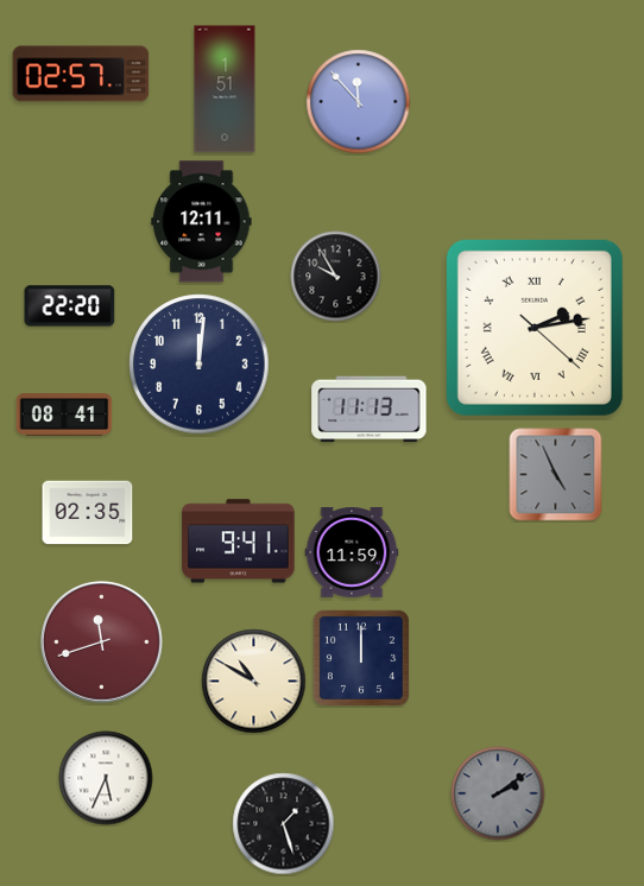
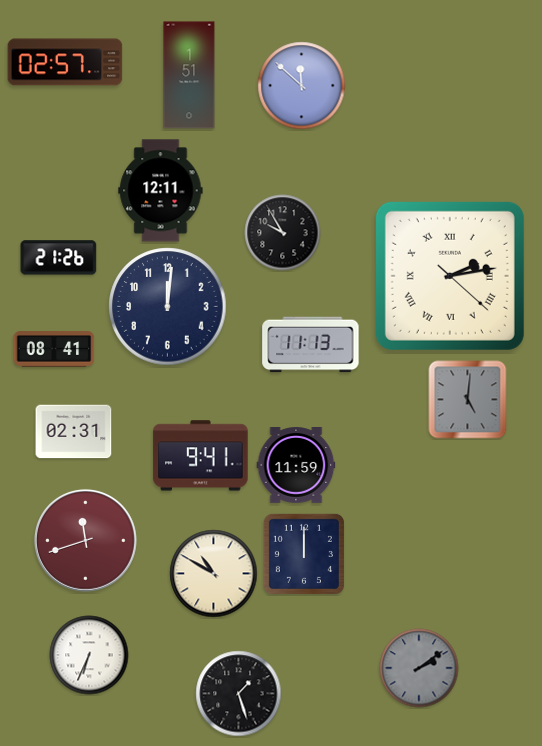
clock at (81, 74) position: (81, 74) -> (65, 62)
clock at (359, 102): 11:53 -> 11:52
clock at (202, 222) position: (202, 222) -> (161, 191)
clock at (70, 306): 22:20 -> 21:26
clock at (556, 475): 4:56 -> 5:01
clock at (88, 513): 02:35 -> 02:31
clock at (106, 778): 5:34 -> 6:34
